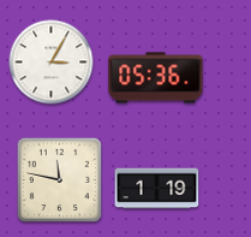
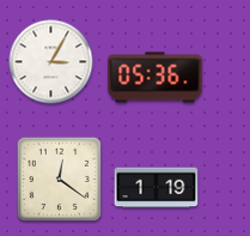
clock at (59, 179): 11:47 -> 12:21
